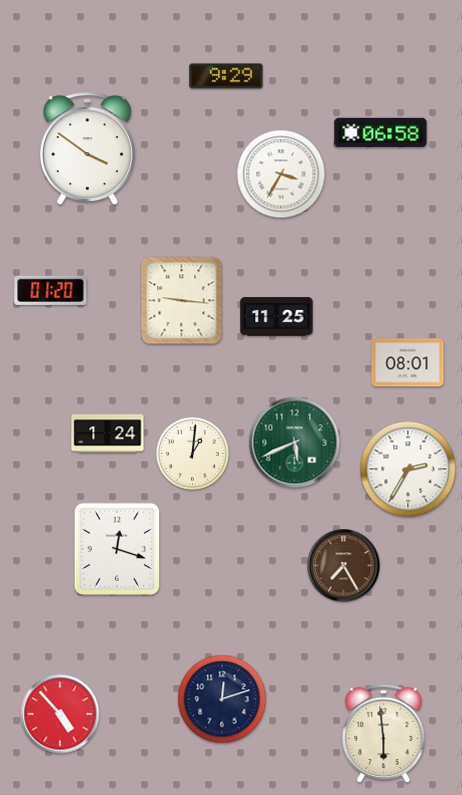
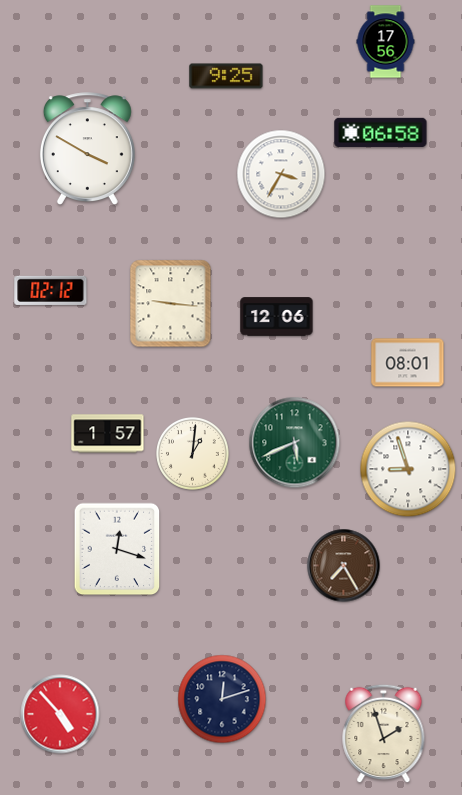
clock at (386, 42): none -> 17:56
clock at (226, 76): 9:29 -> 9:25
clock at (87, 148): 3:51 -> 3:50
clock at (51, 290): 01:20 -> 02:12
clock at (182, 301) position: (182, 301) -> (171, 304)
clock at (277, 317): 11:25 -> 12:06
clock at (108, 434): 1:24 -> 1:57
clock at (408, 469): 2:35 -> 8:57
clock at (384, 734): 5:59 -> 1:57
